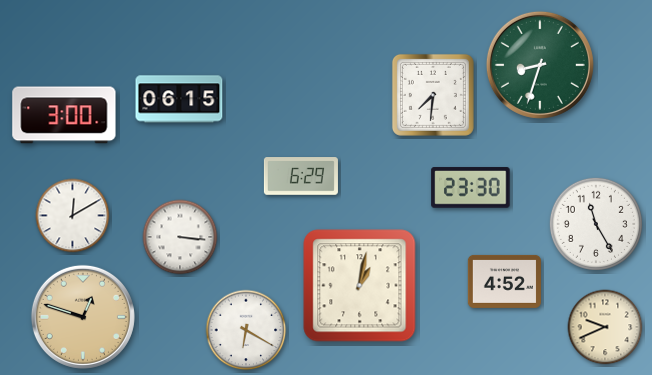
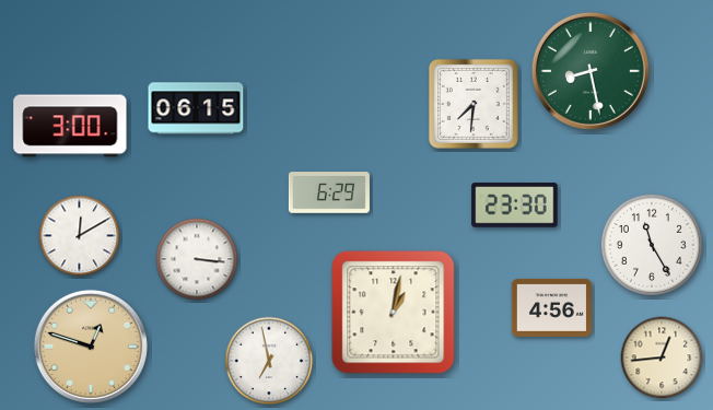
clock at (540, 65): 8:33 -> 8:28
clock at (504, 281): 4:52 -> 4:56
clock at (605, 327): 9:41 -> 12:44
clock at (246, 330): 6:20 -> 6:58
